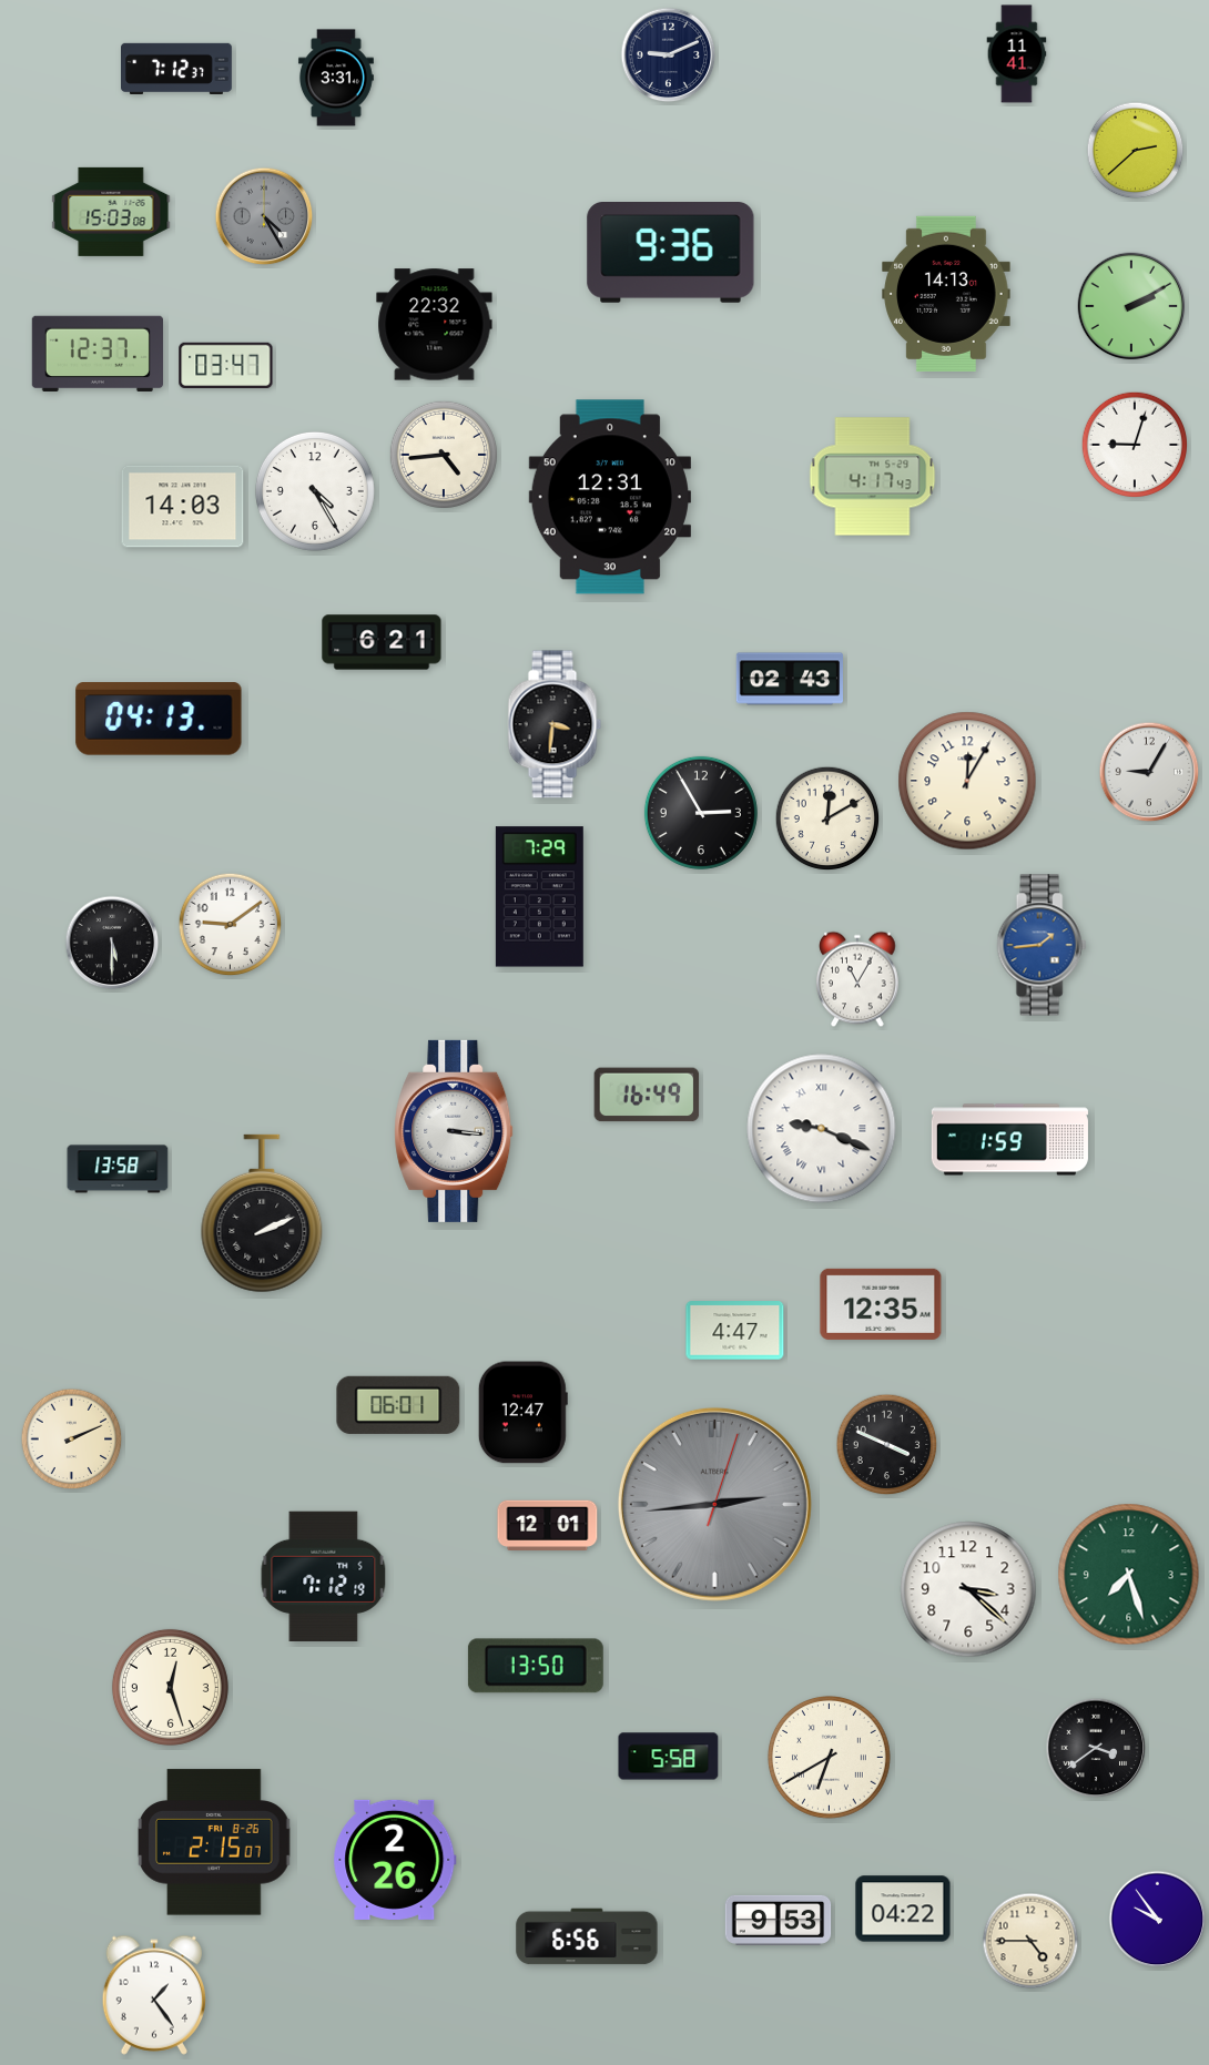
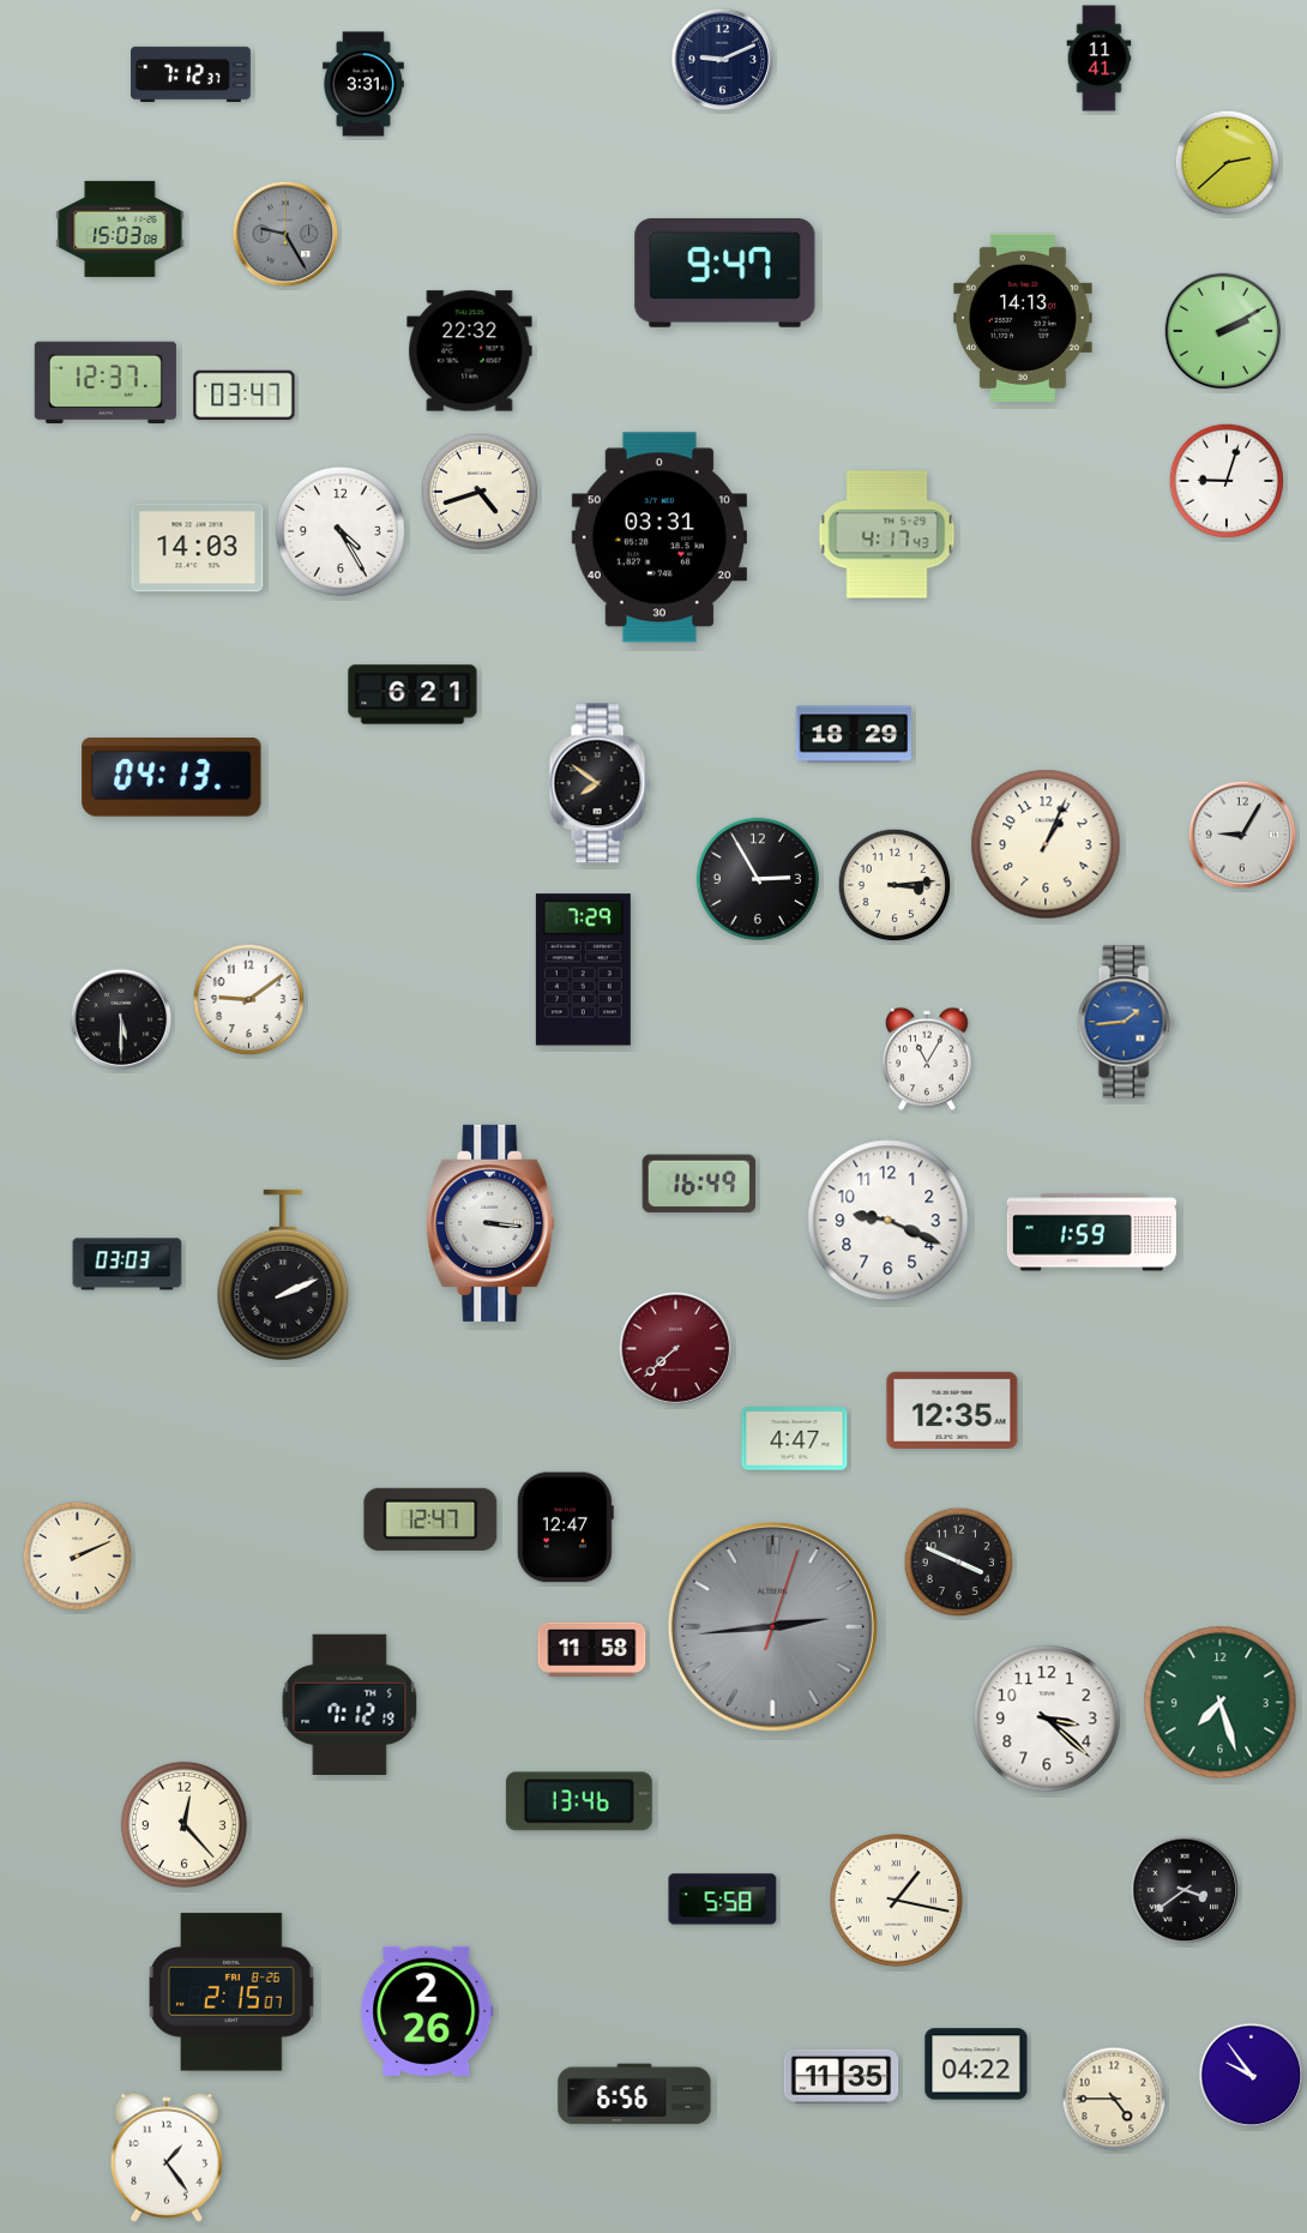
clock at (264, 216): 4:25 -> 9:25
clock at (671, 253): 9:36 -> 9:47
clock at (443, 454): 4:44 -> 4:42
clock at (873, 477) position: (873, 477) -> (887, 535)
clock at (610, 497): 12:31 -> 03:31
clock at (789, 679): 02:43 -> 18:29
clock at (555, 724): 3:31 -> 7:51
clock at (967, 781): 12:05 -> 1:04
clock at (827, 818): 12:10 -> 3:14
clock at (822, 1129) numerals: Roman -> Arabic
clock at (118, 1169): 13:58 -> 03:03
clock at (262, 1213) position: (262, 1213) -> (283, 1275)
clock at (676, 1349): none -> 7:38
clock at (398, 1405): 06:01 -> 12:47
clock at (548, 1525): 12:01 -> 11:58
clock at (536, 1666): 13:50 -> 13:46
clock at (170, 1687): 12:27 -> 12:23
clock at (830, 1758): 6:40 -> 1:17
clock at (779, 1920): 9:53 -> 11:35
